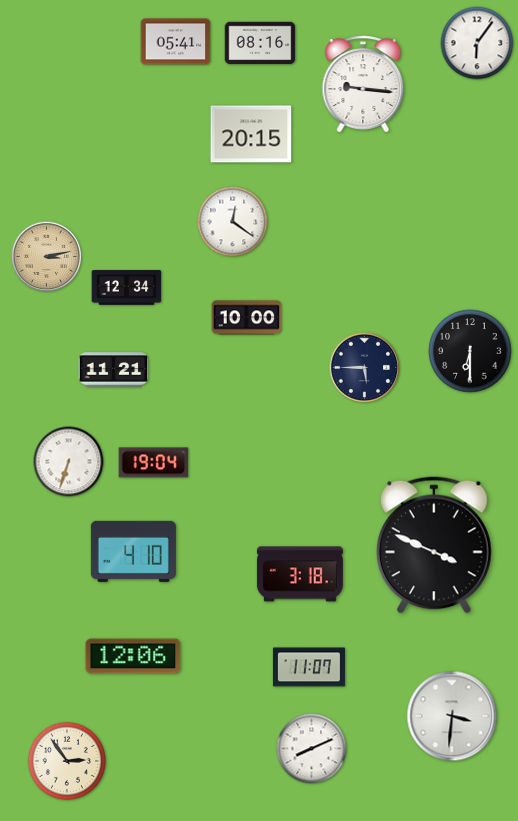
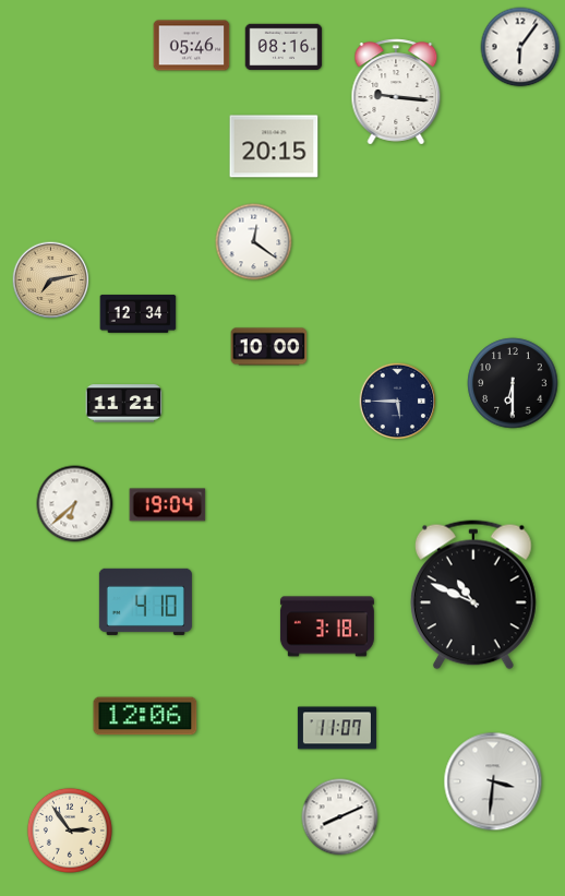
clock at (176, 42): 05:41 -> 05:46
clock at (47, 257): 3:13 -> 7:13
clock at (69, 462): 6:33 -> 6:38
clock at (435, 545): 3:49 -> 10:49
clock at (67, 761) position: (67, 761) -> (70, 831)
